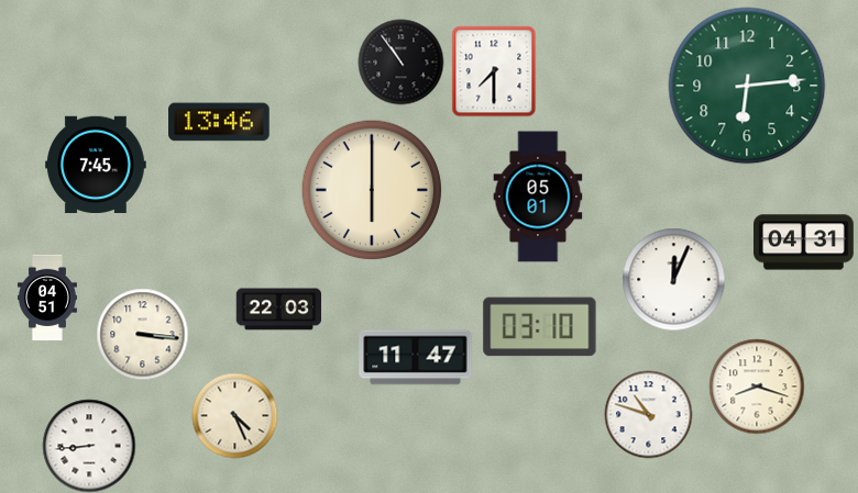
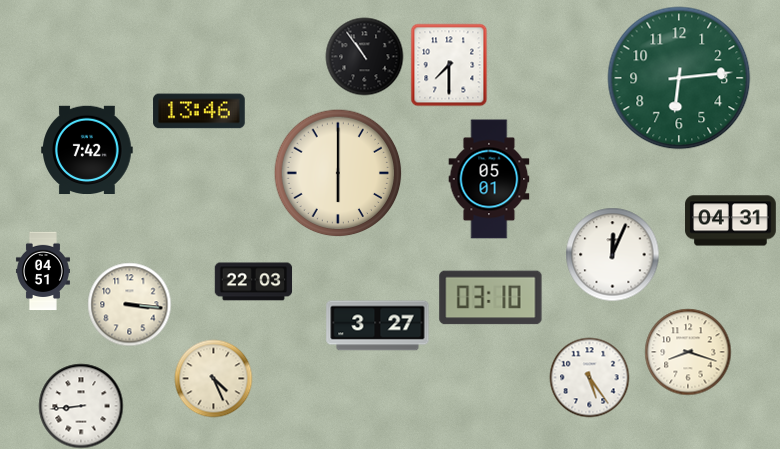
clock at (96, 164): 7:45 -> 7:42
clock at (416, 358): 11:47 -> 3:27
clock at (648, 414): 10:48 -> 5:24
